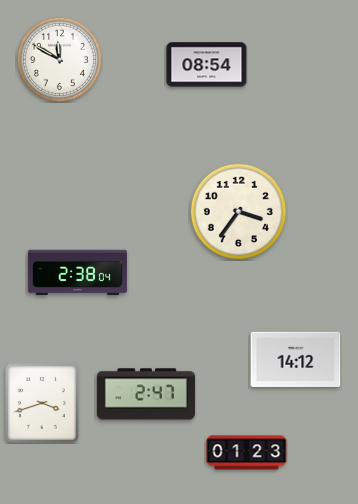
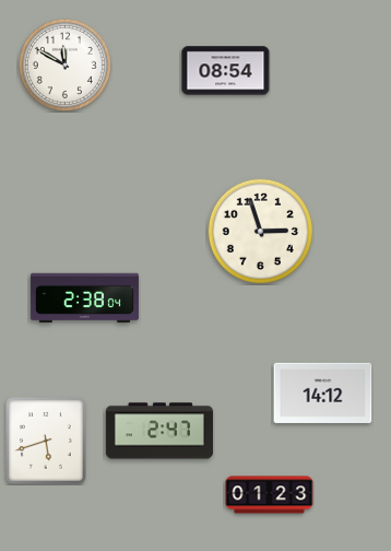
clock at (238, 211): 3:36 -> 2:57
clock at (43, 404): 3:42 -> 5:42
